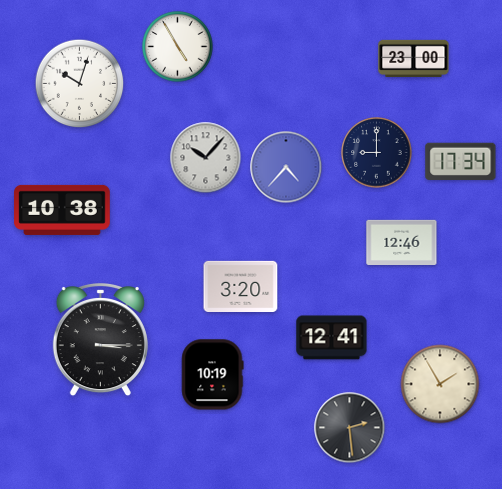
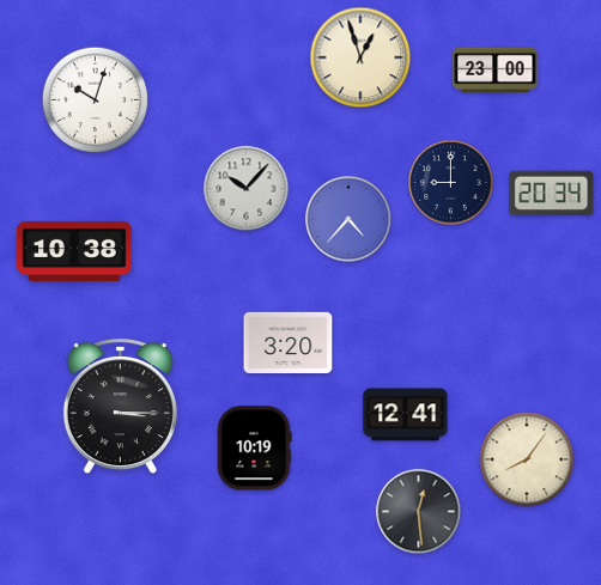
clock at (178, 47): 4:55 -> none
clock at (360, 57): none -> 12:57
clock at (461, 161): 17:34 -> 20:34
clock at (286, 167) position: (286, 167) -> (348, 219)
clock at (402, 242): 12:46 -> none
clock at (332, 338) position: (332, 338) -> (406, 415)
clock at (440, 384): 1:55 -> 8:06
clock at (350, 428): 2:29 -> 12:29
